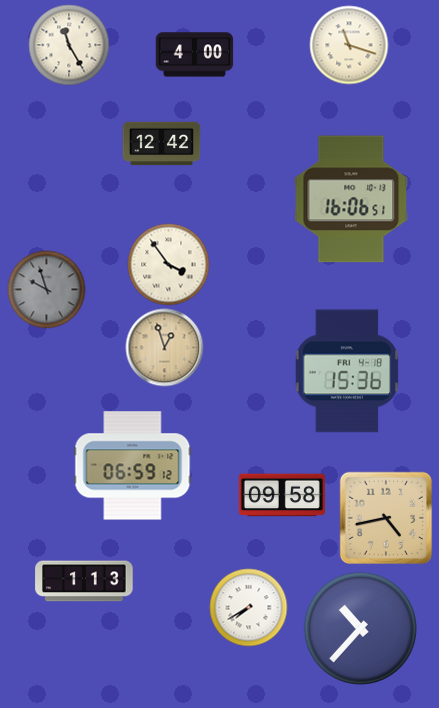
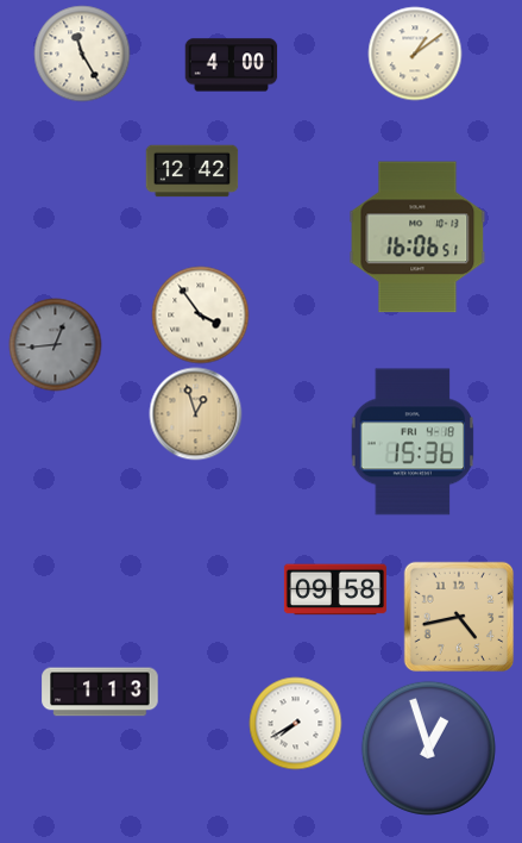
clock at (349, 45): 11:18 -> 1:09
clock at (46, 289): 9:57 -> 12:44
clock at (133, 466): 06:59 -> none
clock at (360, 628): 10:37 -> 12:57
